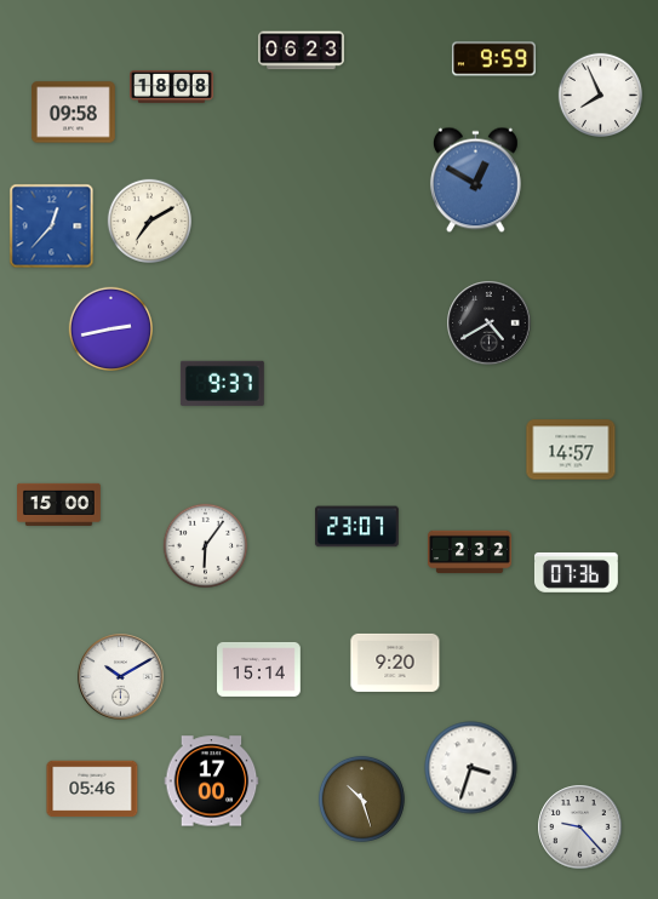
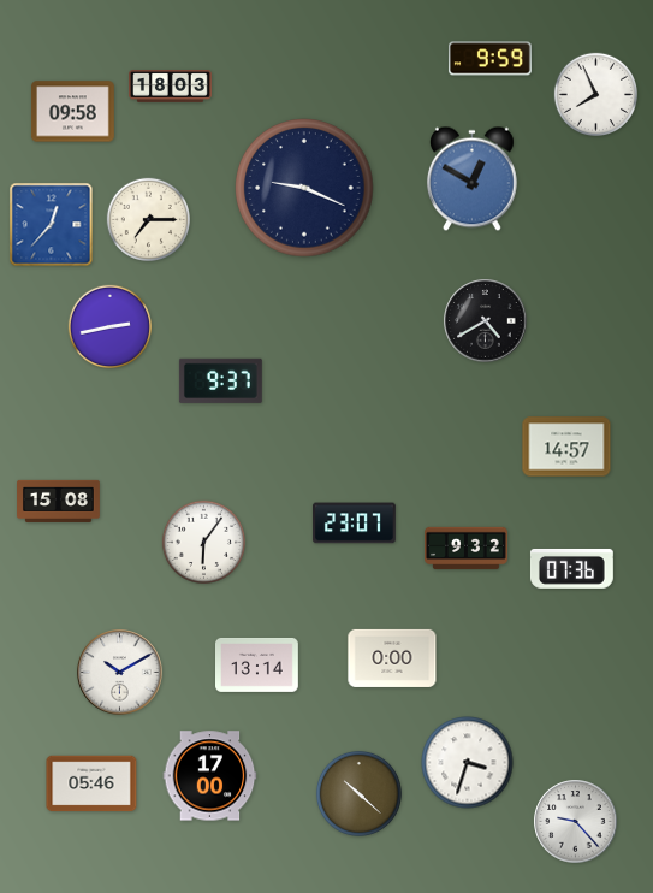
clock at (302, 51): 06:23 -> none
clock at (172, 87): 18:08 -> 18:03
clock at (304, 188): none -> 9:19
clock at (149, 221): 7:10 -> 7:15
clock at (59, 504): 15:00 -> 15:08
clock at (470, 552): 2:32 -> 9:32
clock at (395, 663): 9:20 -> 0:00
clock at (259, 669): 15:14 -> 13:14
clock at (361, 798): 10:27 -> 10:22
